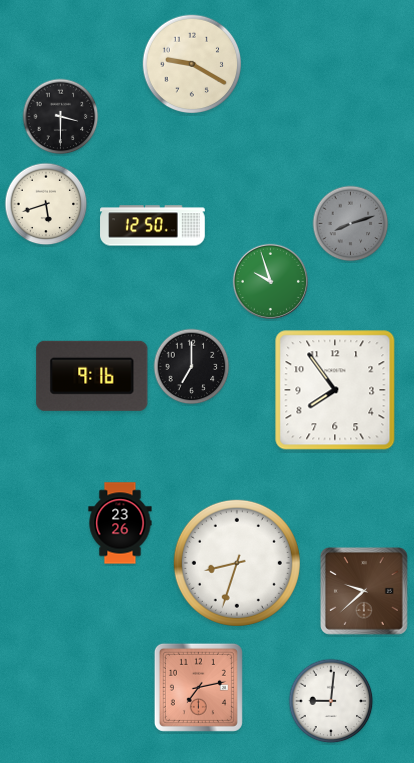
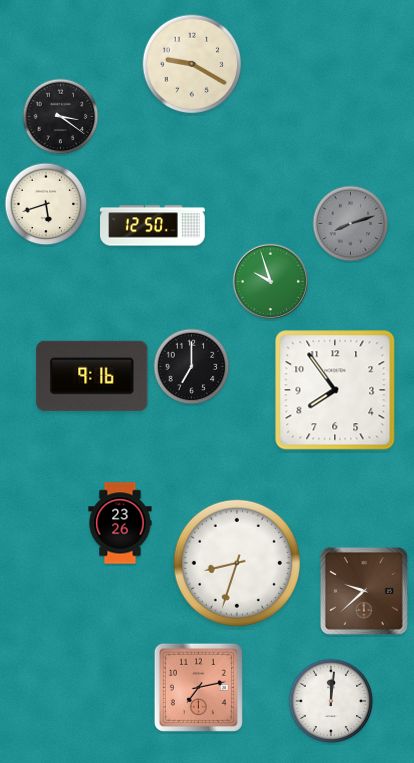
clock at (61, 117): 3:30 -> 3:21
clock at (331, 701): 9:01 -> 12:01
